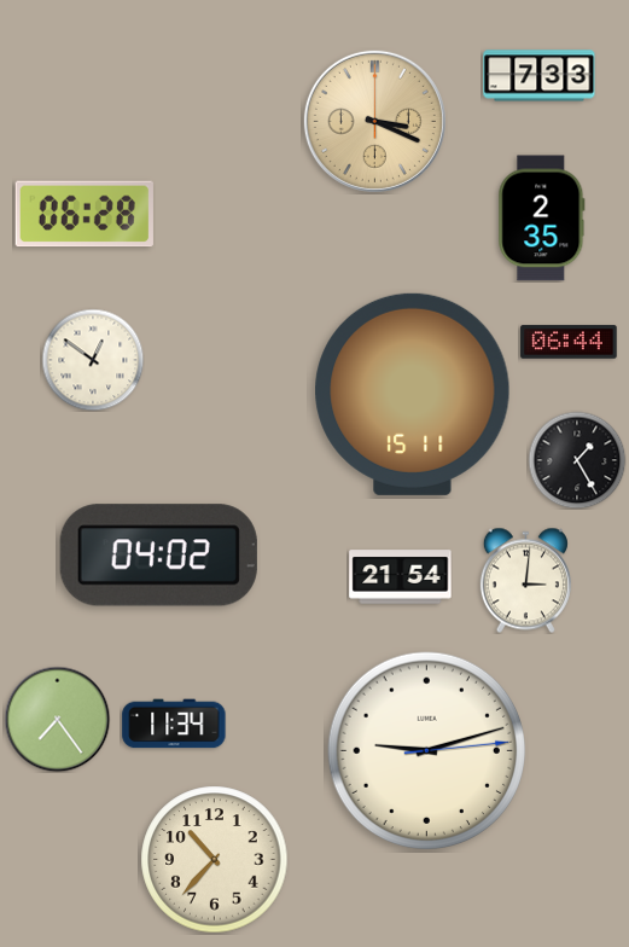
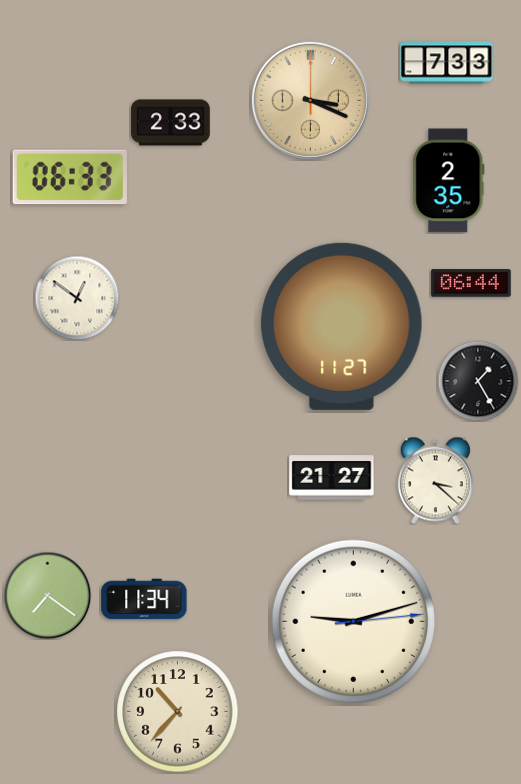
clock at (171, 123): none -> 2:33
clock at (85, 214): 06:28 -> 06:33
clock at (413, 394): 15:11 -> 11:27
clock at (158, 556): 04:02 -> none
clock at (401, 577): 21:54 -> 21:27
clock at (525, 580): 3:01 -> 3:22
clock at (57, 719): 7:24 -> 7:21
